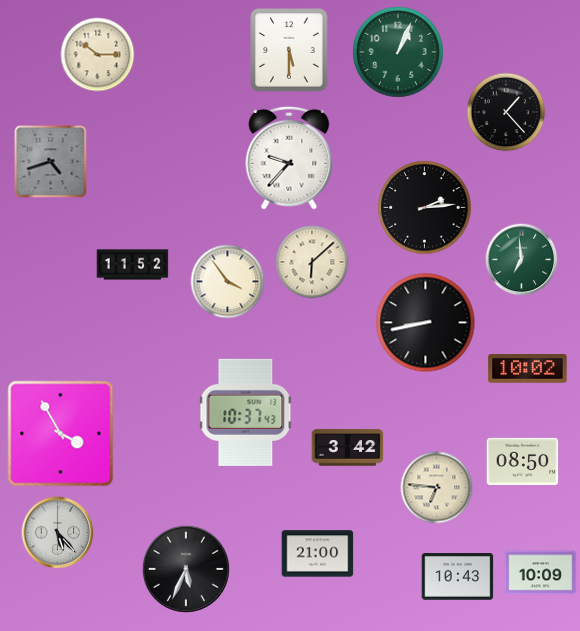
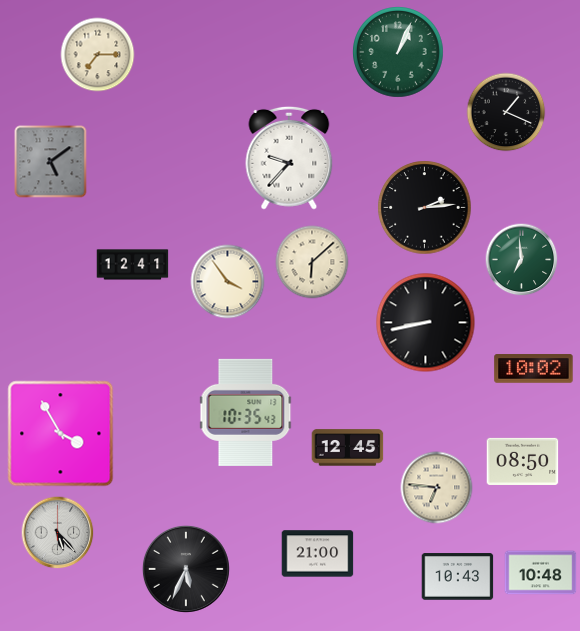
clock at (289, 50): 5:30 -> none
clock at (98, 55): 10:15 -> 7:15
clock at (506, 112): 1:23 -> 1:19
clock at (51, 162): 4:42 -> 5:09
clock at (133, 265): 11:52 -> 12:41
clock at (528, 369) position: (528, 369) -> (534, 369)
clock at (246, 412): 10:37 -> 10:35
clock at (348, 448): 3:42 -> 12:45
clock at (541, 573): 10:09 -> 10:48
